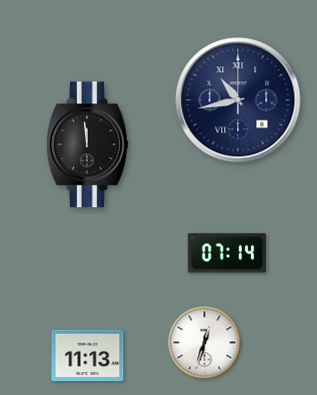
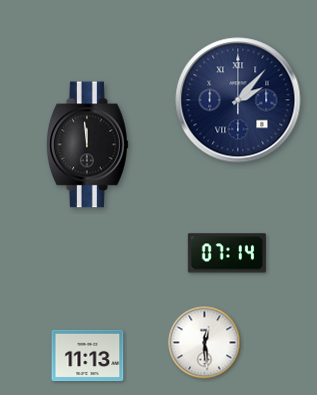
clock at (238, 100): 10:43 -> 2:07
clock at (205, 343): 12:33 -> 12:29
